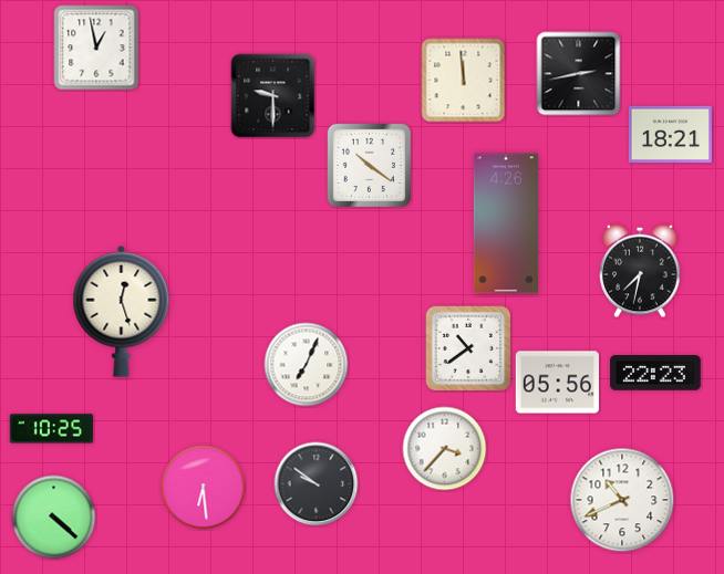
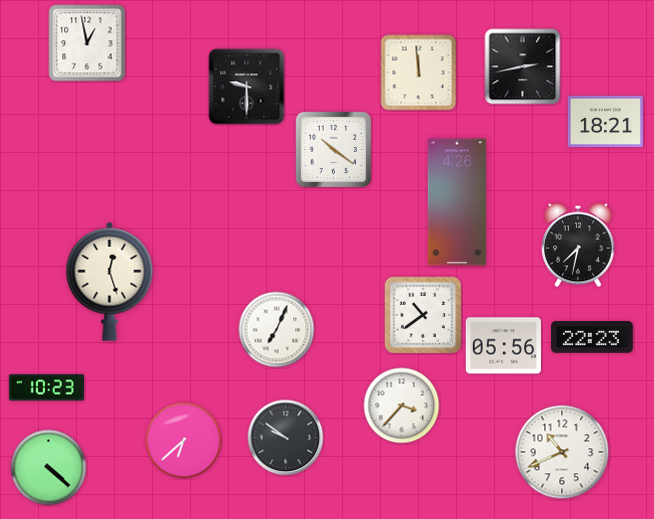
clock at (51, 429): 10:25 -> 10:23
clock at (204, 488): 6:29 -> 6:38
